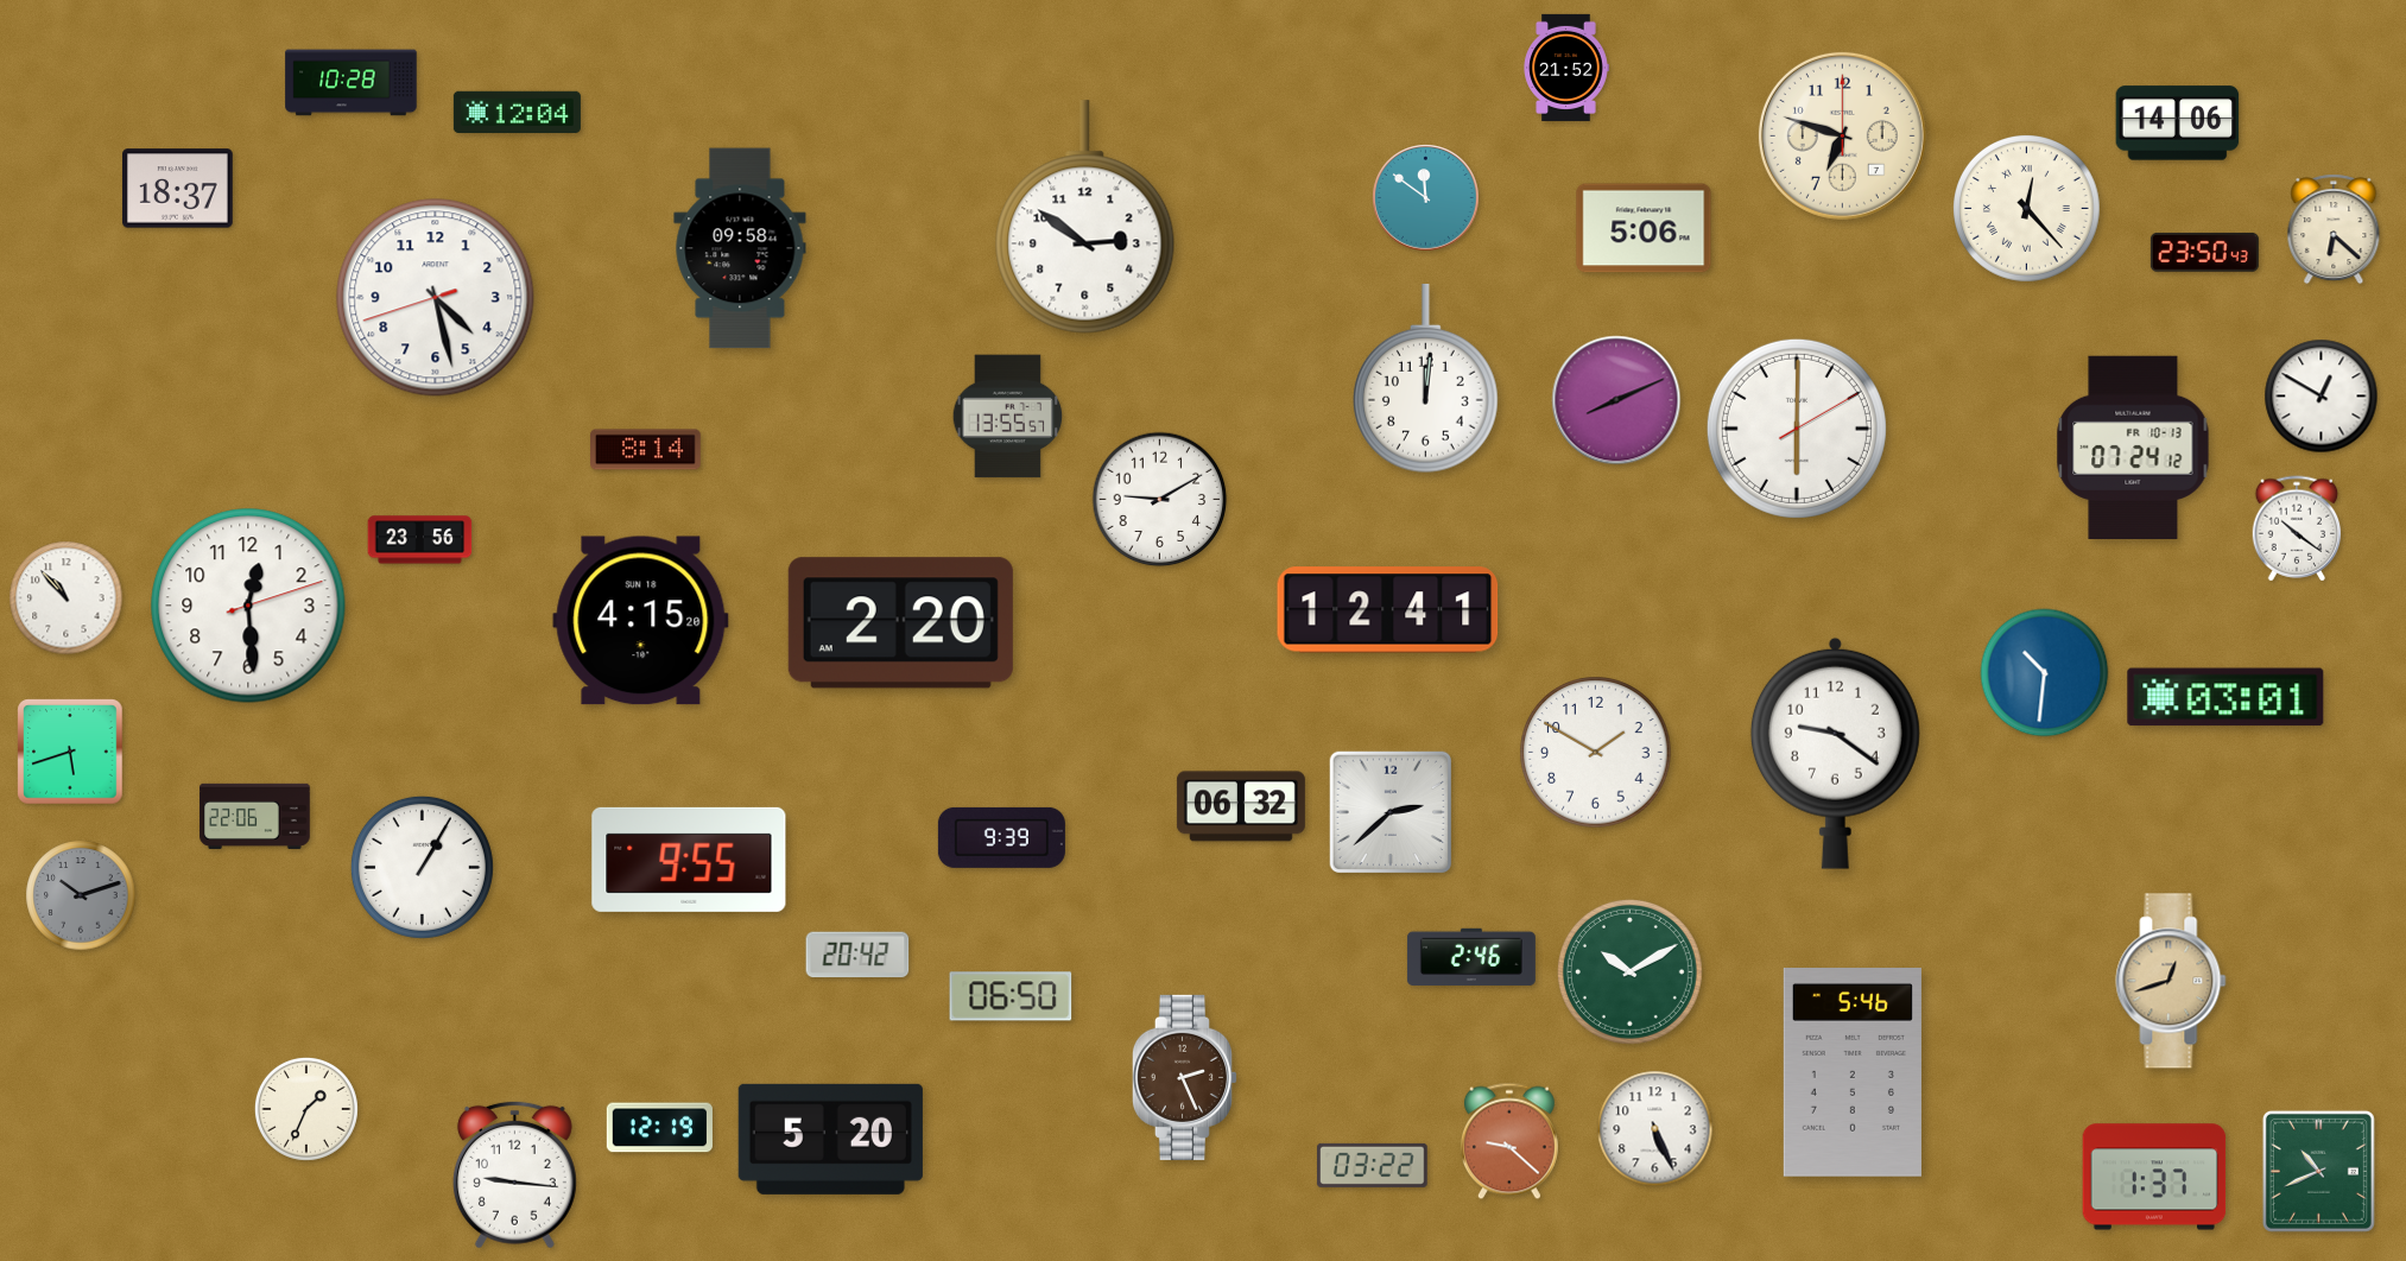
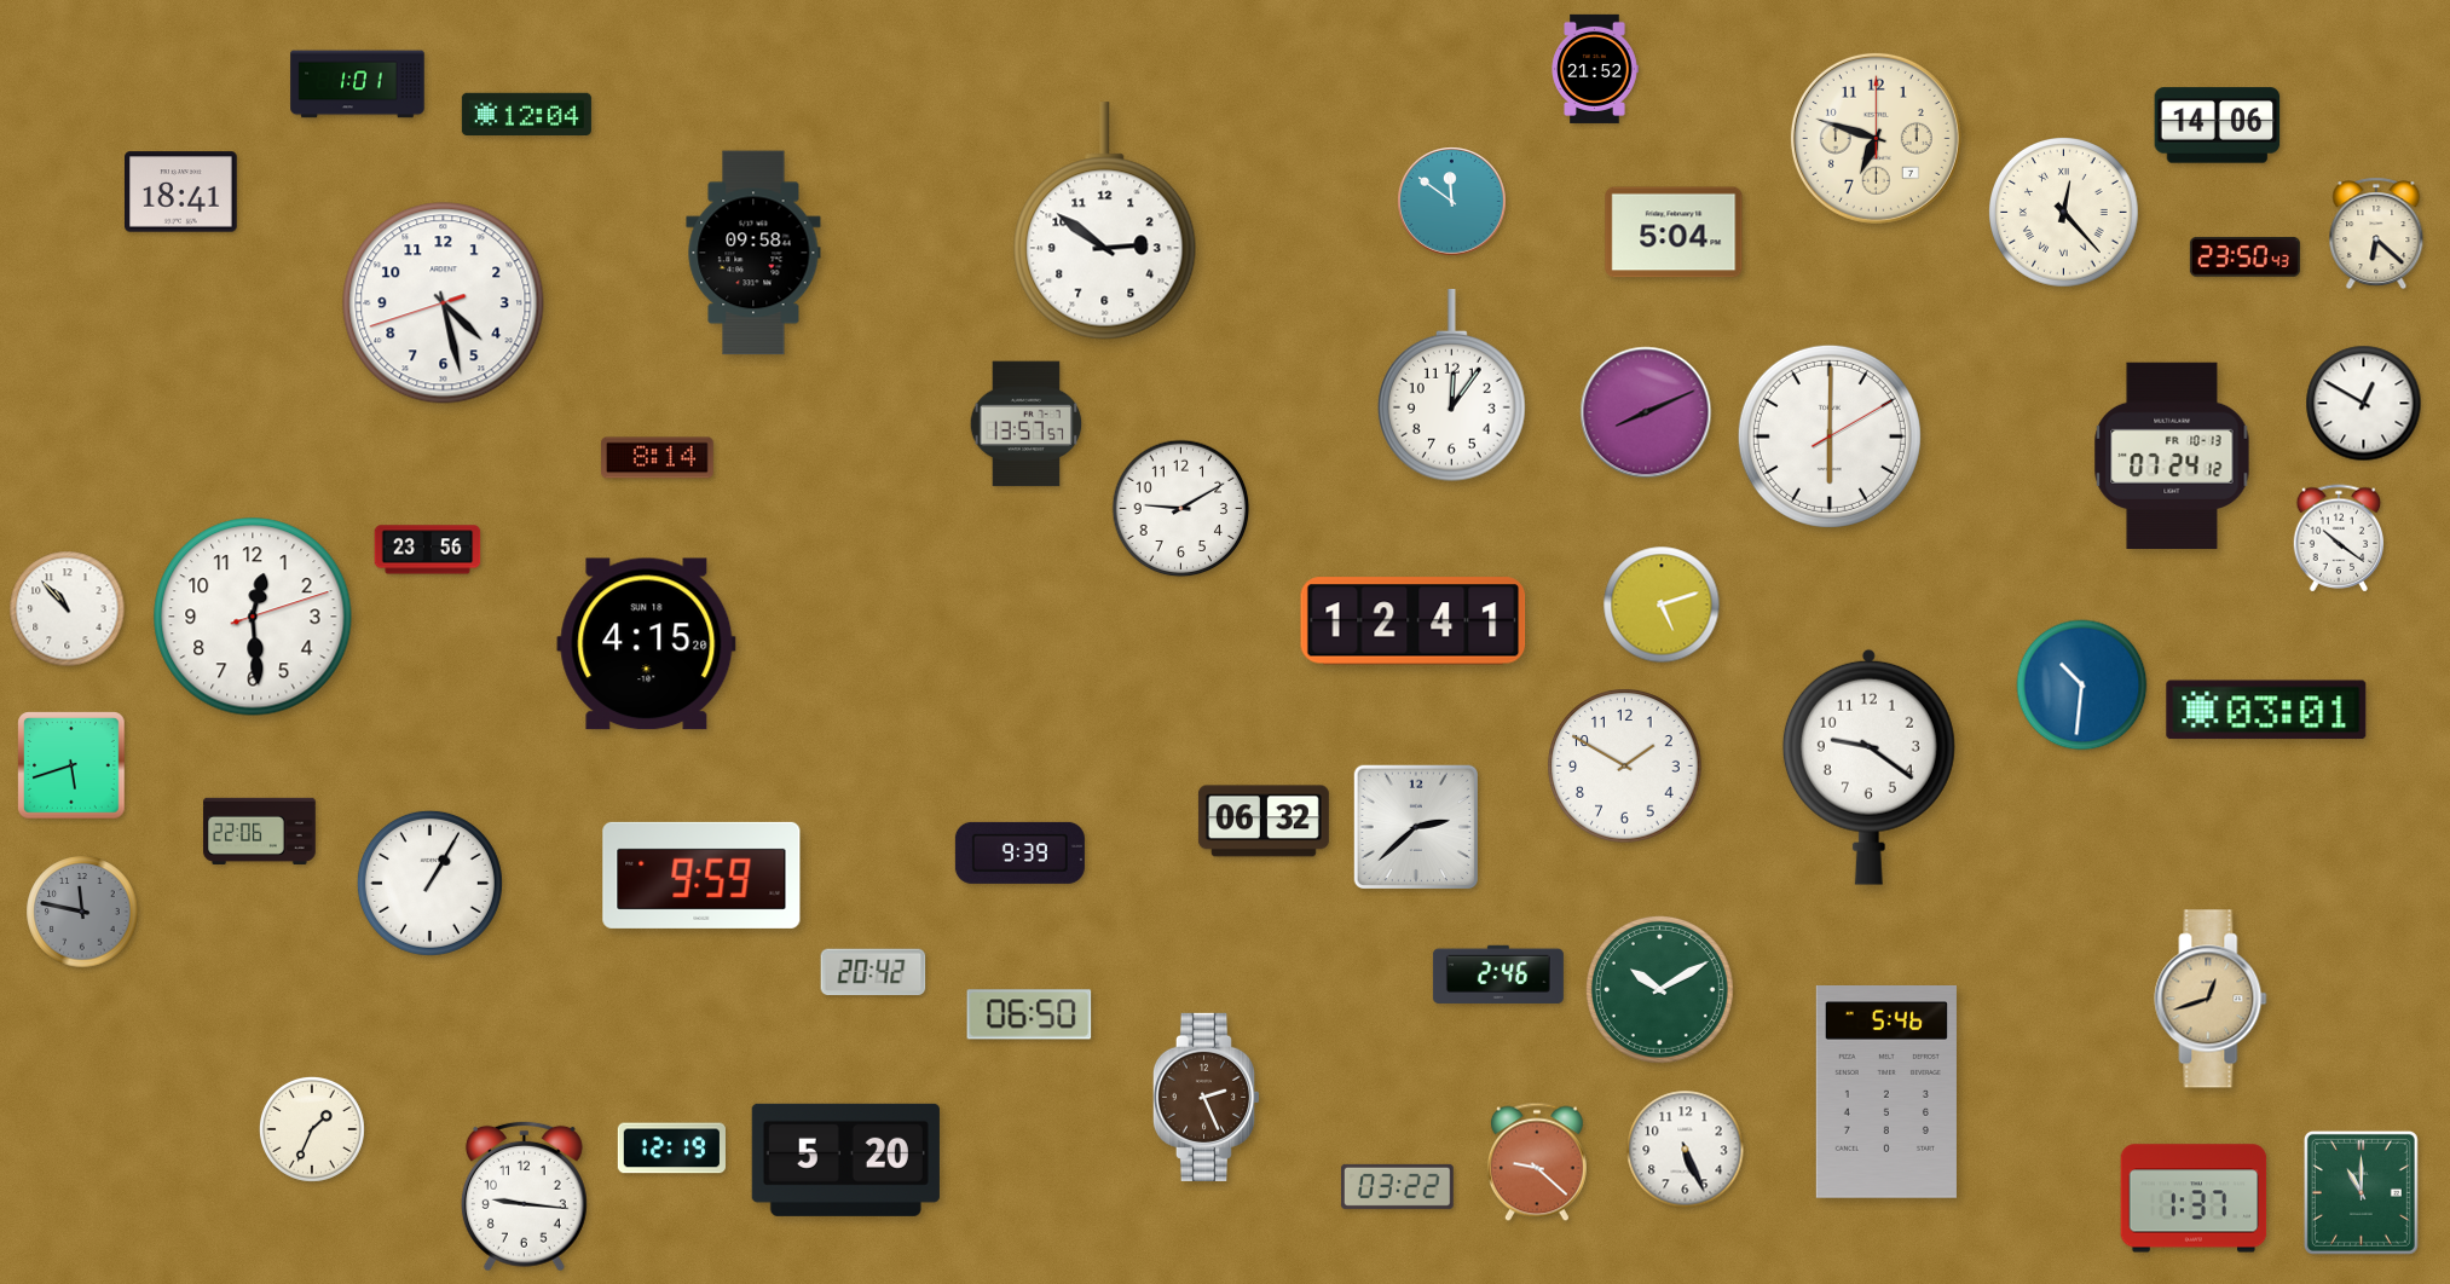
clock at (352, 83): 10:28 -> 1:01
clock at (178, 189): 18:37 -> 18:41
clock at (1644, 228): 5:06 -> 5:04
clock at (1425, 379): 12:01 -> 12:06
clock at (1616, 400) position: (1616, 400) -> (1646, 412)
clock at (1008, 417): 13:55 -> 13:57
clock at (1662, 605): none -> 5:12
clock at (641, 621) position: (641, 621) -> (647, 644)
clock at (900, 623): 2:20 -> none
clock at (689, 860): 9:55 -> 9:59
clock at (81, 895): 10:12 -> 11:47
clock at (2318, 1171): 10:41 -> 11:00
